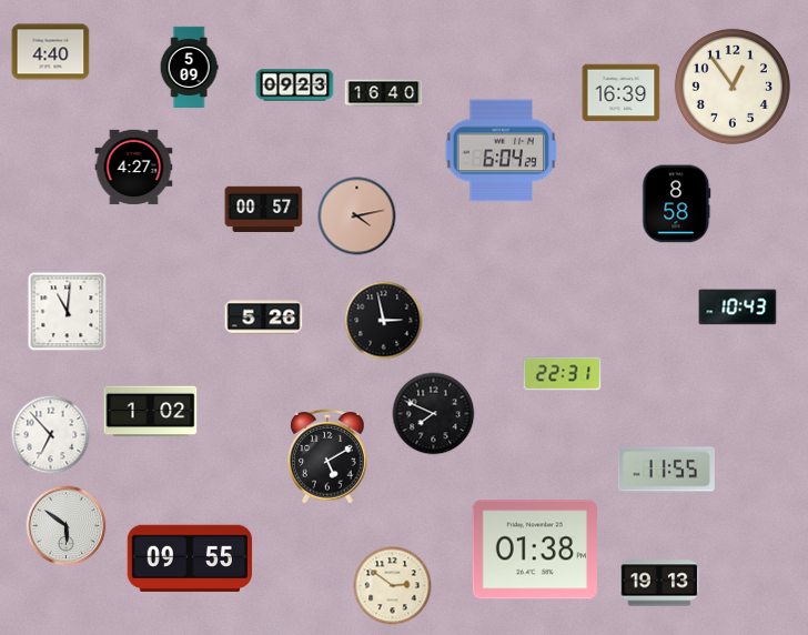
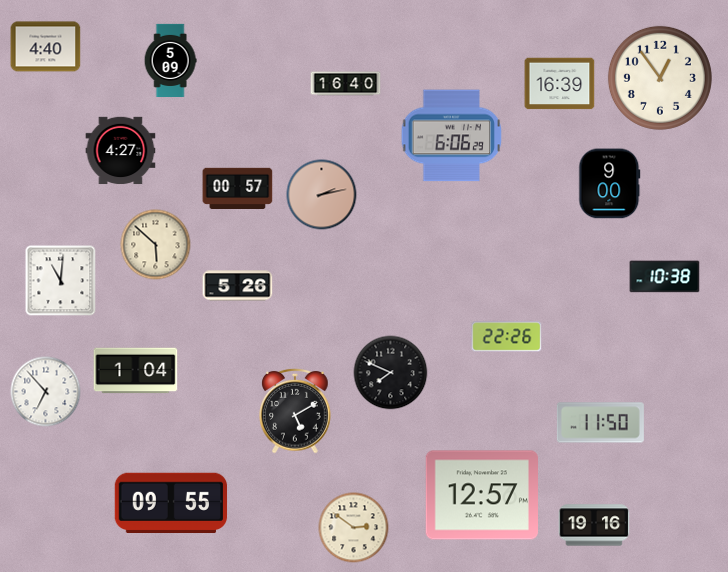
clock at (295, 85): 09:23 -> none
clock at (502, 151): 6:04 -> 6:06
clock at (677, 204): 8:58 -> 9:00
clock at (357, 216): 4:13 -> 2:13
clock at (156, 245): none -> 5:52
clock at (738, 308): 10:43 -> 10:38
clock at (384, 321): 2:58 -> none
clock at (563, 374): 22:31 -> 22:26
clock at (151, 412): 1:02 -> 1:04
clock at (666, 470): 11:55 -> 11:50
clock at (67, 526): 5:51 -> none
clock at (534, 550): 01:38 -> 12:57
clock at (659, 583): 19:13 -> 19:16
